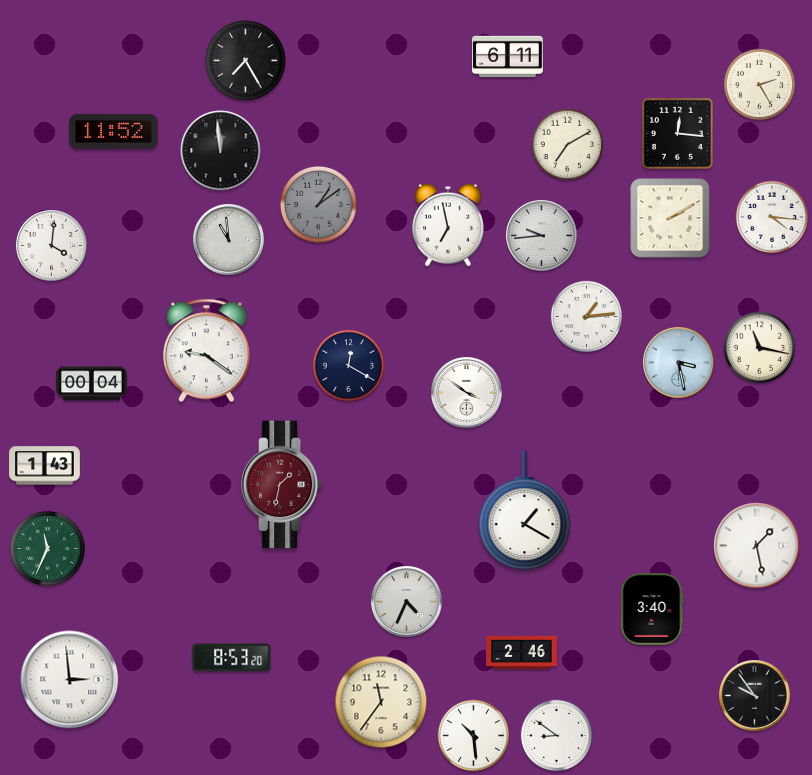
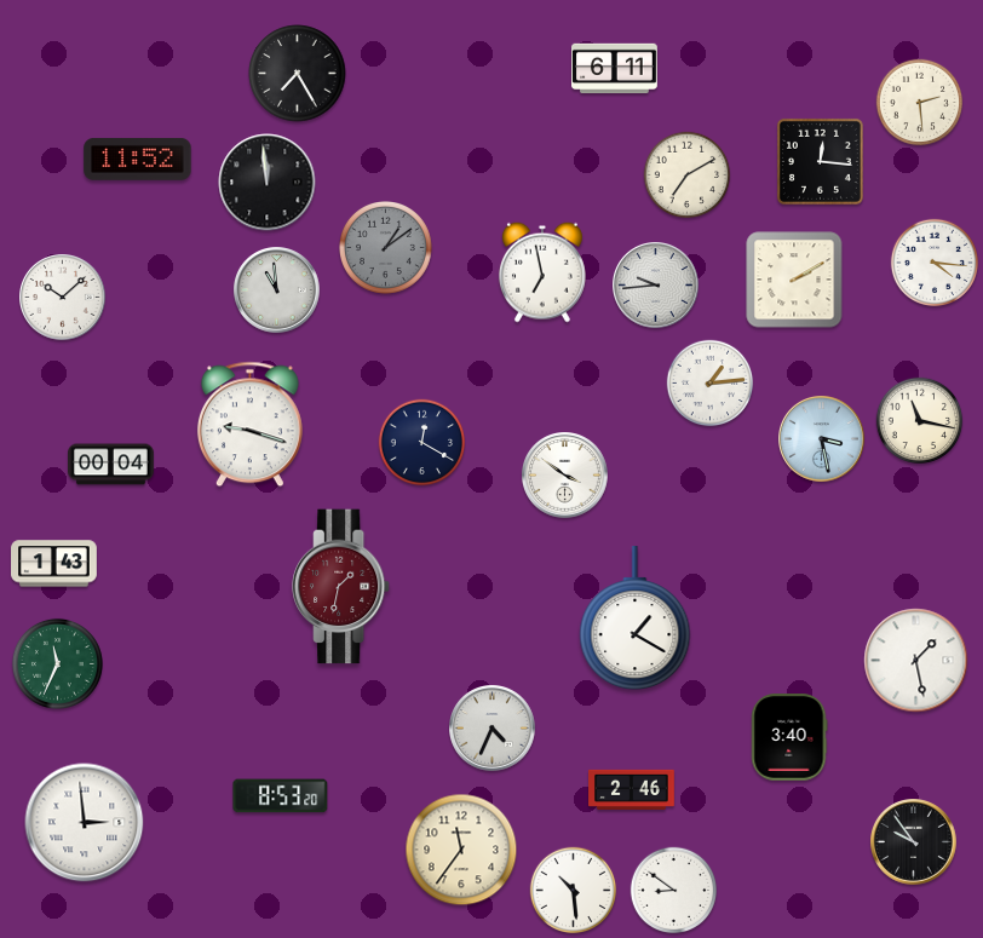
clock at (760, 85): 2:25 -> 2:29
clock at (670, 218) position: (670, 218) -> (794, 280)
clock at (52, 246): 4:01 -> 10:08
clock at (206, 351): 9:21 -> 9:18
